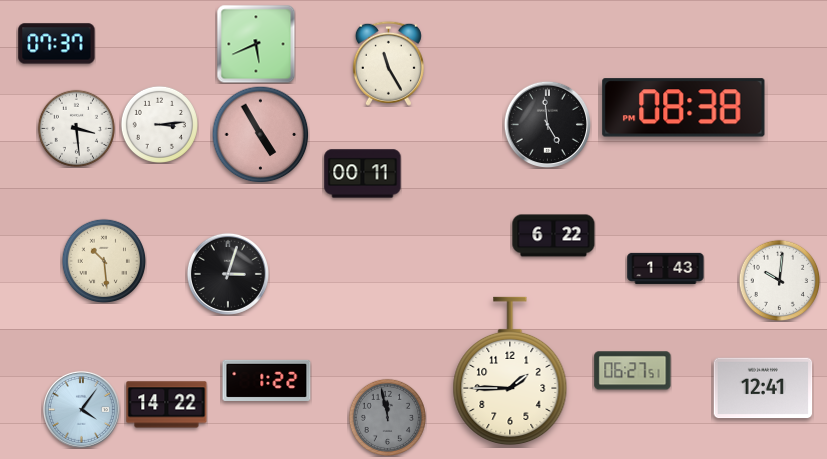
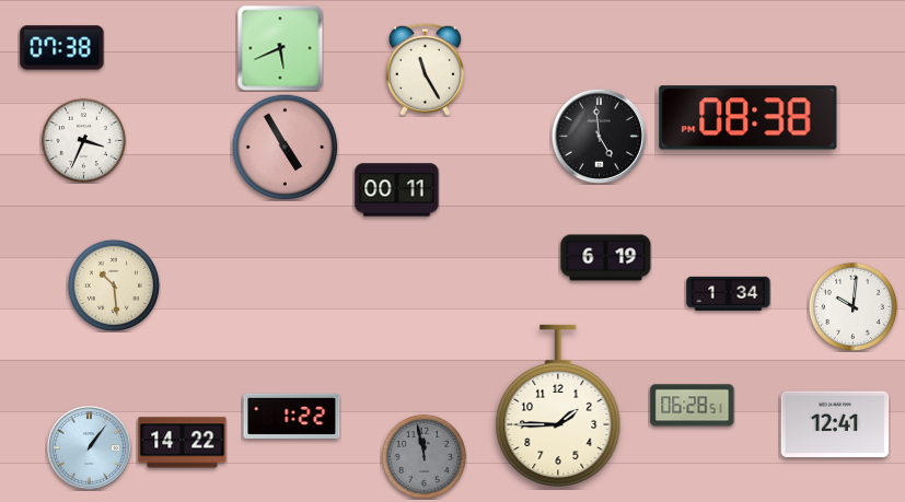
clock at (57, 44): 07:37 -> 07:38
clock at (159, 124): 3:14 -> none
clock at (76, 128): 3:29 -> 3:34
clock at (554, 236): 6:22 -> 6:19
clock at (666, 268): 1:43 -> 1:34
clock at (228, 274): 3:03 -> none
clock at (633, 371): 06:27 -> 06:28
clock at (82, 410): 4:06 -> 1:06
